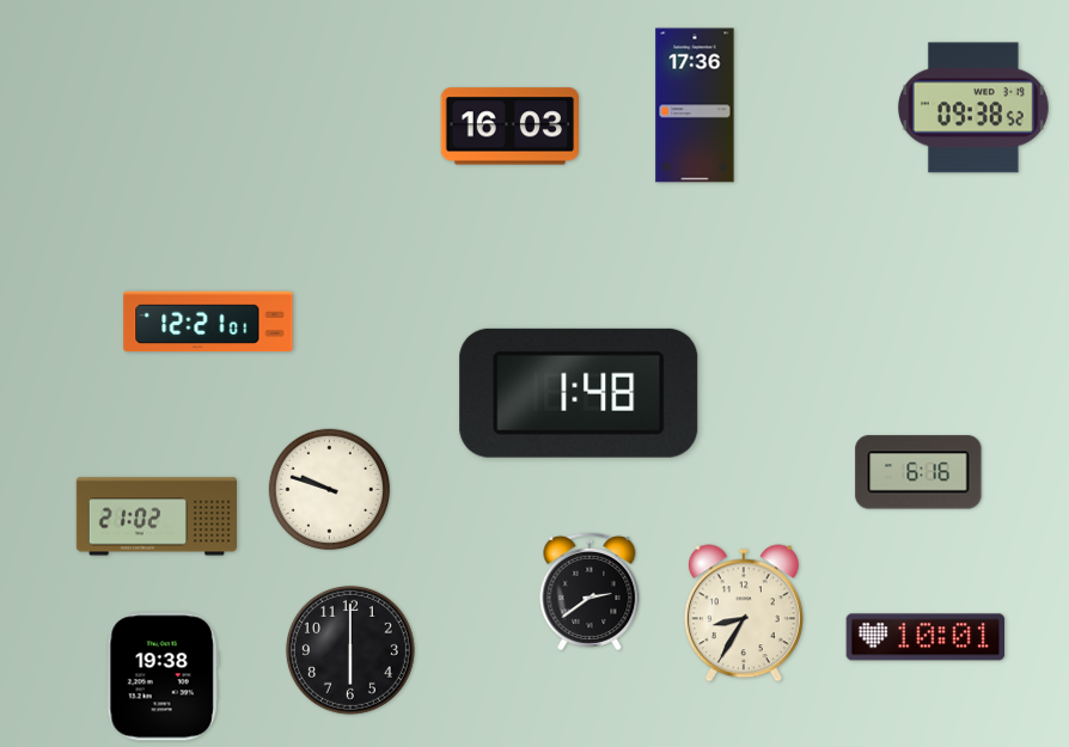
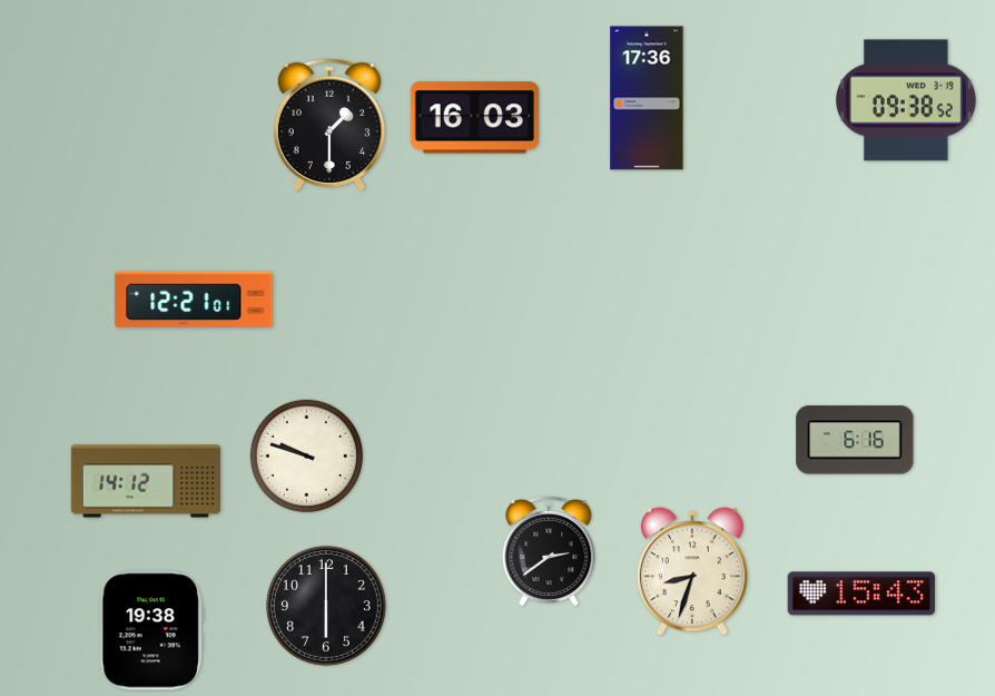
clock at (329, 125): none -> 1:30
clock at (579, 393): 1:48 -> none
clock at (157, 516): 21:02 -> 14:12
clock at (744, 613): 8:35 -> 8:33
clock at (926, 637): 10:01 -> 15:43
